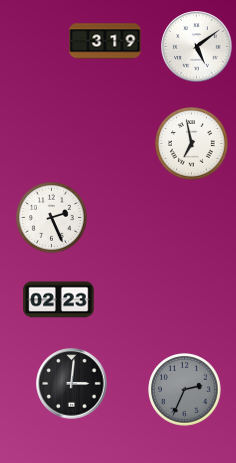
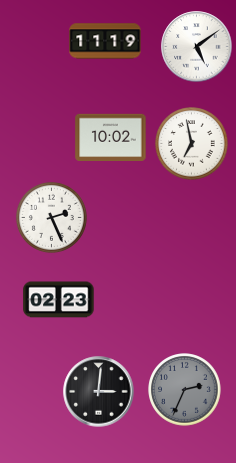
clock at (105, 41): 3:19 -> 11:19
clock at (111, 138): none -> 10:02
clock at (72, 384) position: (72, 384) -> (99, 392)
